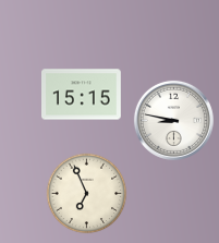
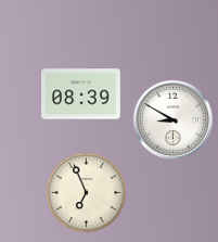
clock at (82, 95): 15:15 -> 08:39
clock at (173, 120): 8:47 -> 8:50
